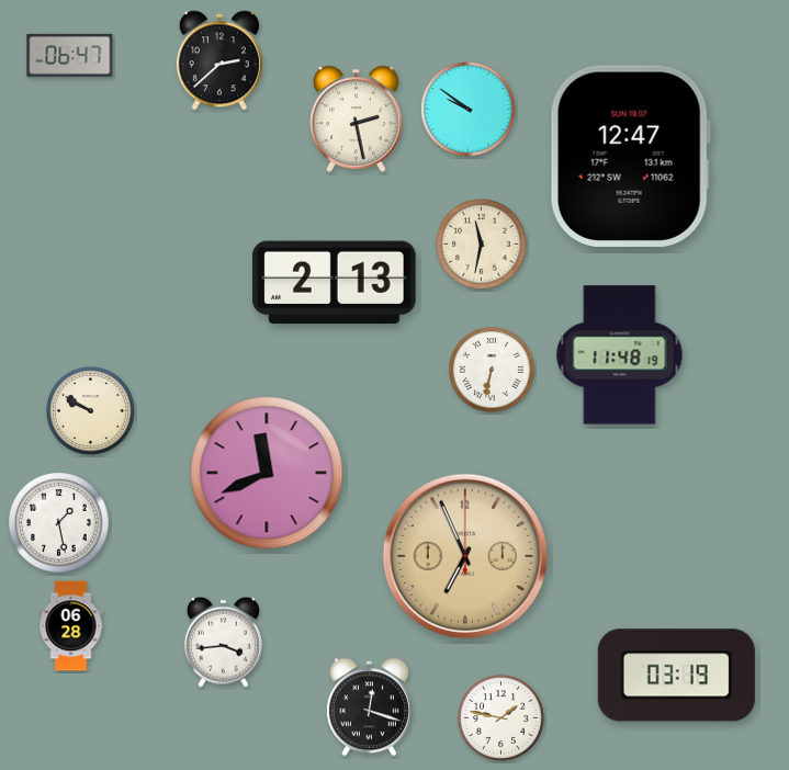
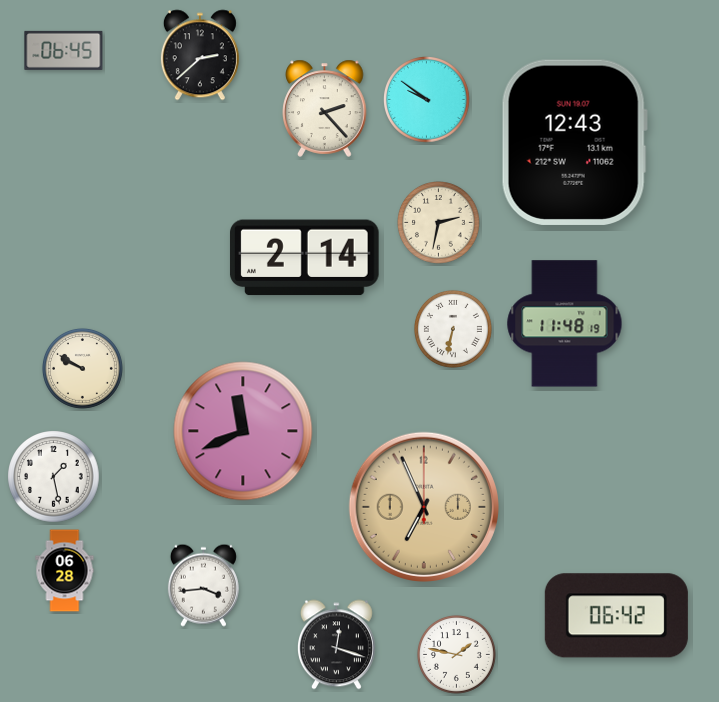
clock at (70, 55): 06:47 -> 06:45
clock at (357, 118): 2:28 -> 2:23
clock at (630, 156): 12:47 -> 12:43
clock at (482, 245): 11:32 -> 2:32
clock at (335, 283): 2:13 -> 2:14
clock at (492, 370) position: (492, 370) -> (453, 329)
clock at (90, 410) position: (90, 410) -> (82, 368)
clock at (676, 676): 03:19 -> 06:42
